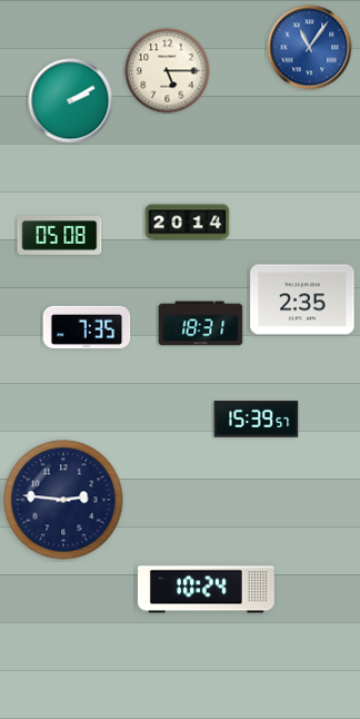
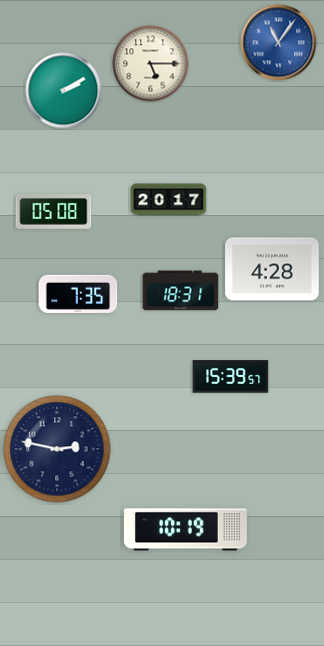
clock at (188, 223): 20:14 -> 20:17
clock at (302, 299): 2:35 -> 4:28
clock at (63, 500): 2:46 -> 2:47
clock at (206, 590): 10:24 -> 10:19
